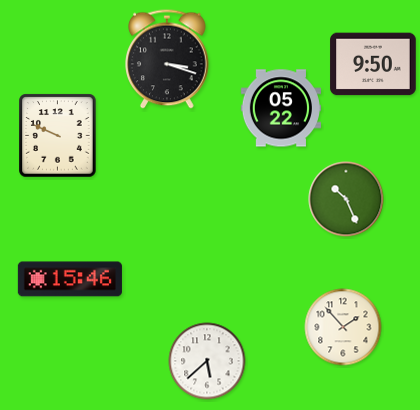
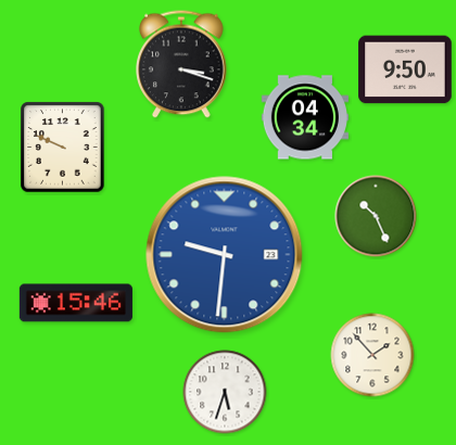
clock at (280, 108): 05:22 -> 04:34
clock at (225, 255): none -> 9:31
clock at (207, 361): 5:38 -> 5:33
